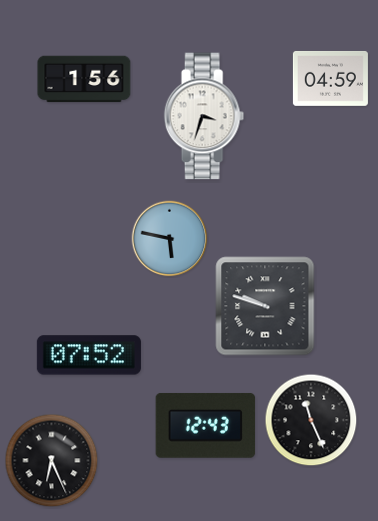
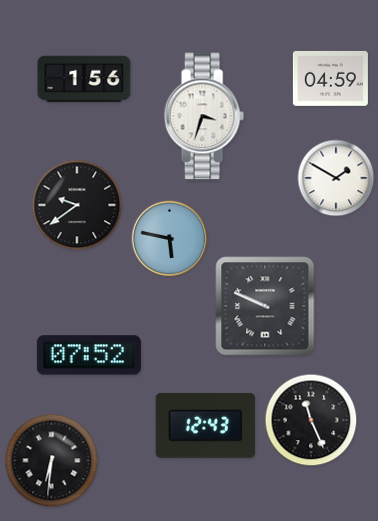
clock at (336, 178): none -> 1:50
clock at (77, 205): none -> 9:39
clock at (265, 306): 9:48 -> 9:49
clock at (52, 461): 6:26 -> 6:31
